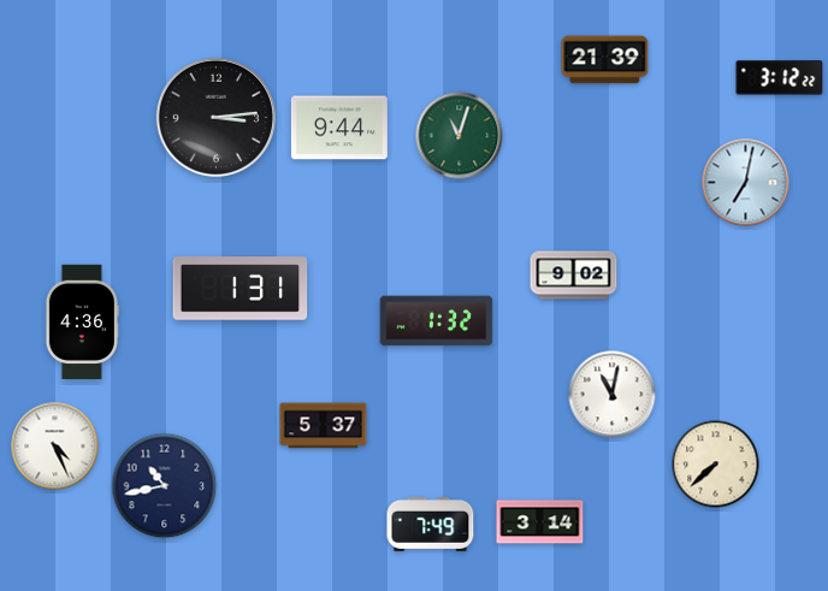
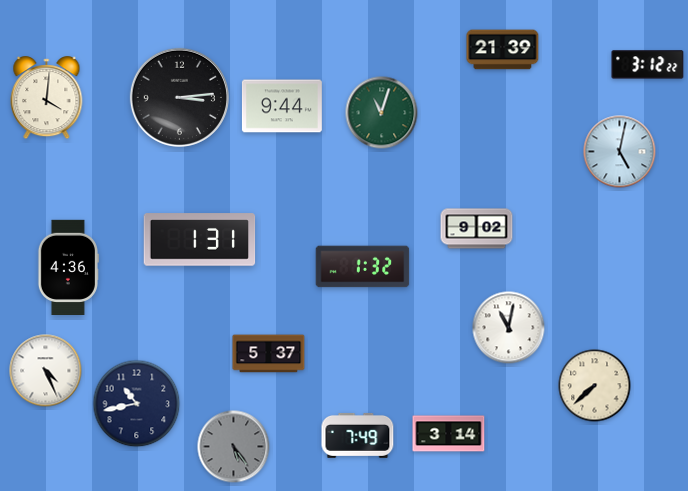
clock at (47, 98): none -> 4:01
clock at (746, 183): 7:02 -> 5:02
clock at (234, 447): none -> 5:24
